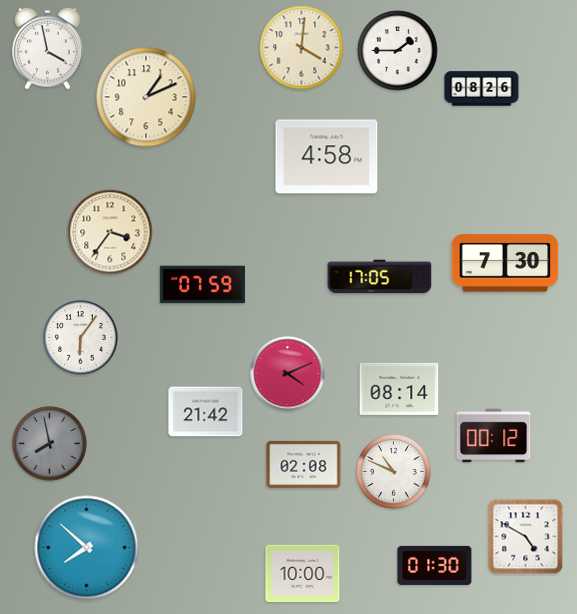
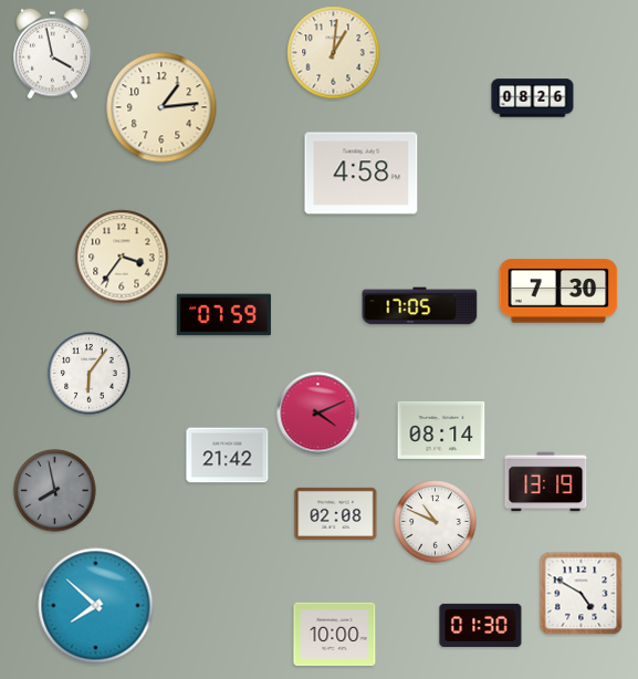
clock at (302, 48): 4:01 -> 1:01
clock at (398, 51): 1:45 -> none
clock at (146, 97): 1:11 -> 1:14
clock at (494, 436): 00:12 -> 13:19
